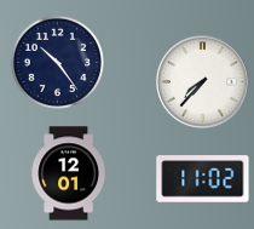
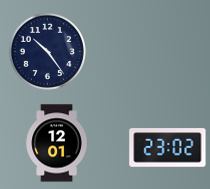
clock at (203, 82): 7:37 -> none
clock at (203, 179): 11:02 -> 23:02
